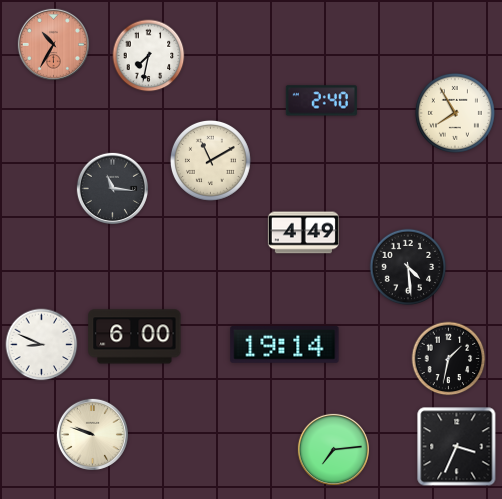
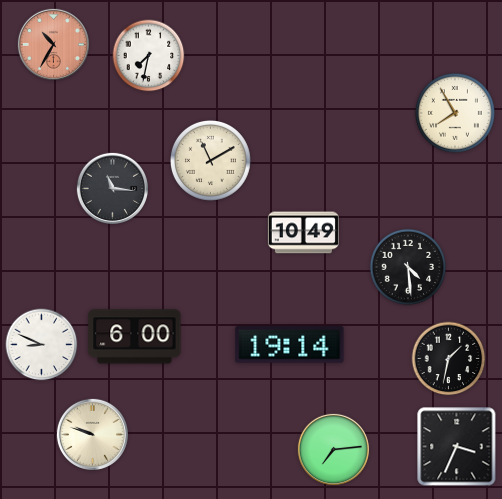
clock at (321, 101): 2:40 -> none
clock at (303, 233): 4:49 -> 10:49
clock at (285, 345) position: (285, 345) -> (290, 345)
